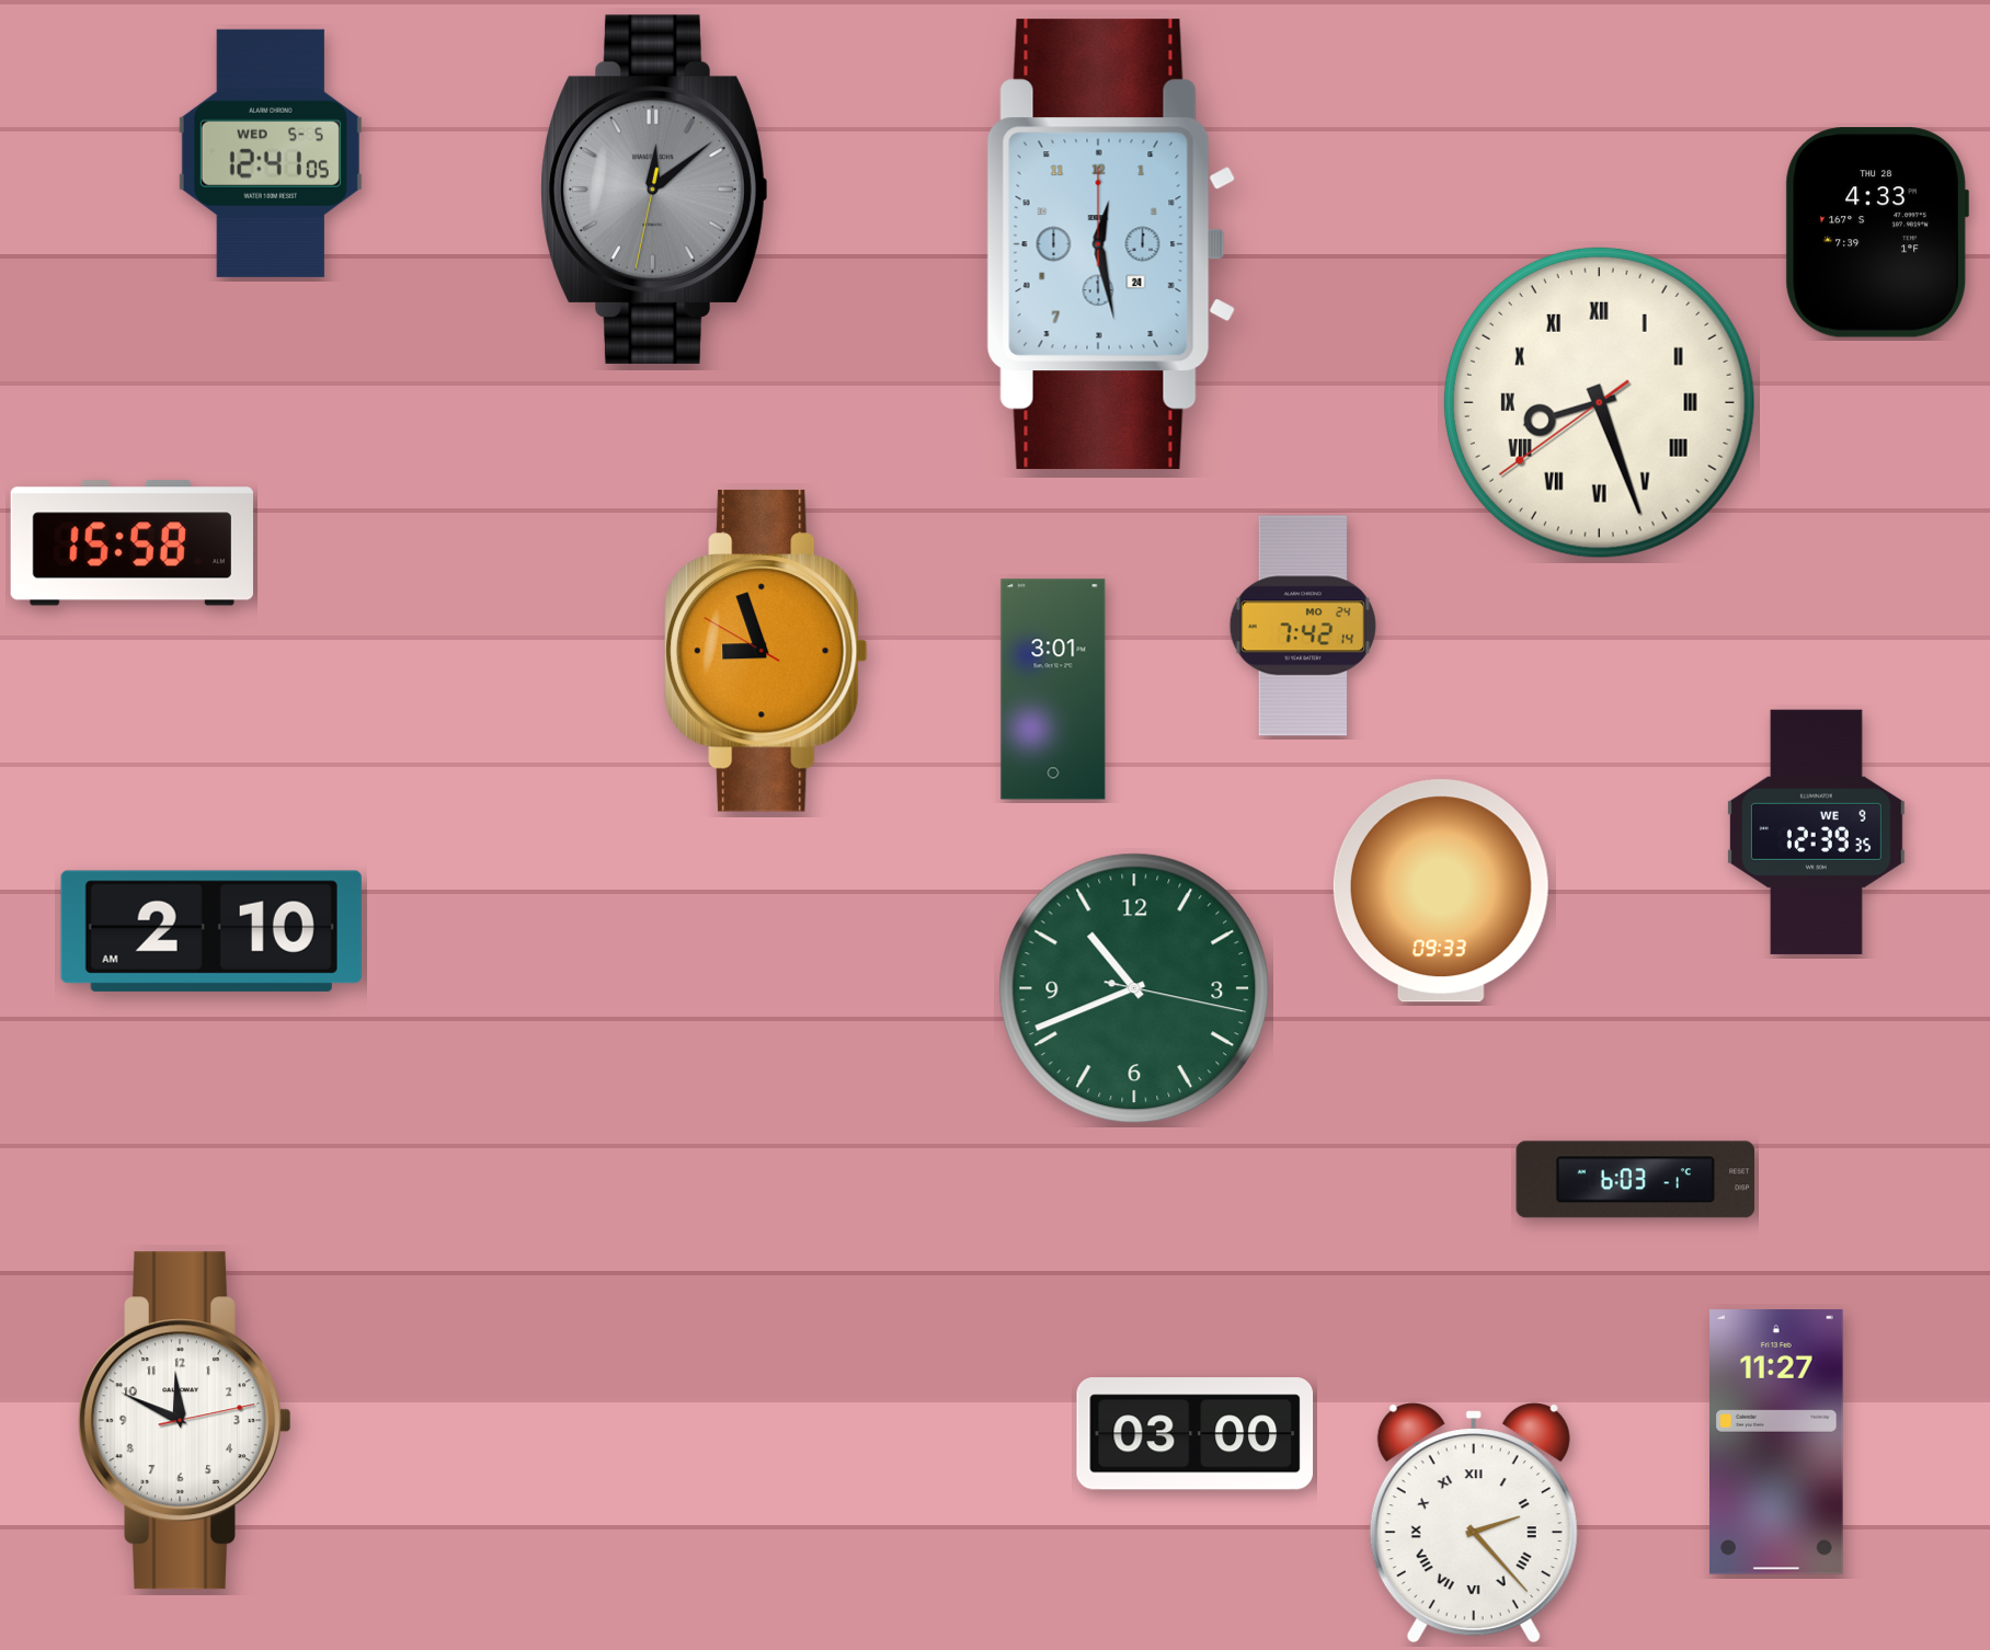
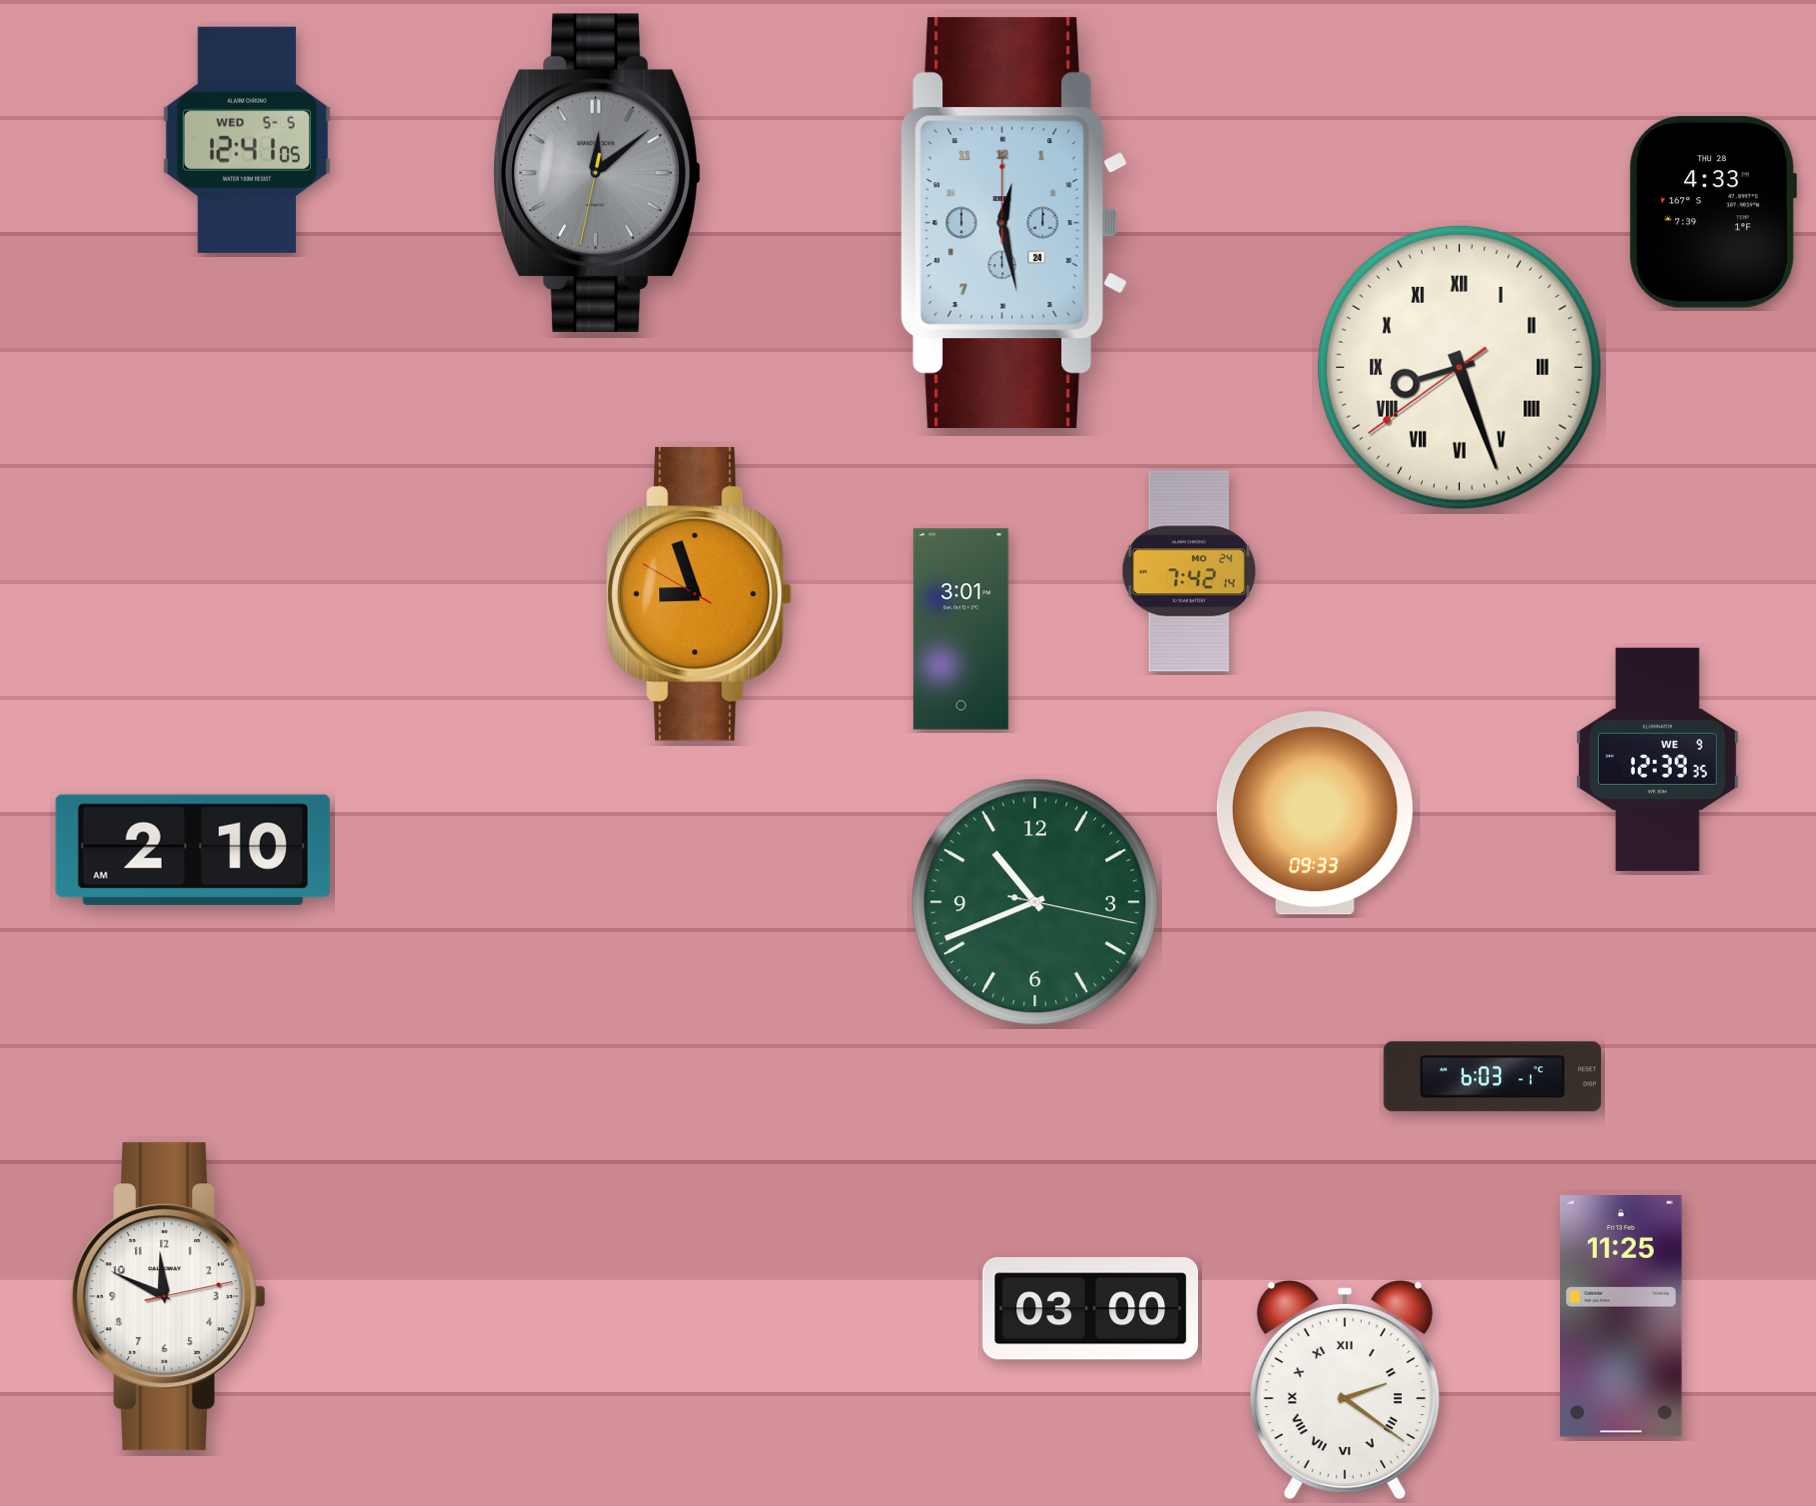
clock at (131, 543): 15:58 -> none
clock at (1777, 1442): 11:27 -> 11:25
clock at (1474, 1523): 2:23 -> 2:21
